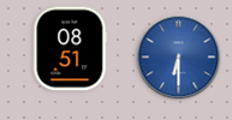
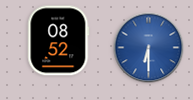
clock at (71, 49): 08:51 -> 08:52
